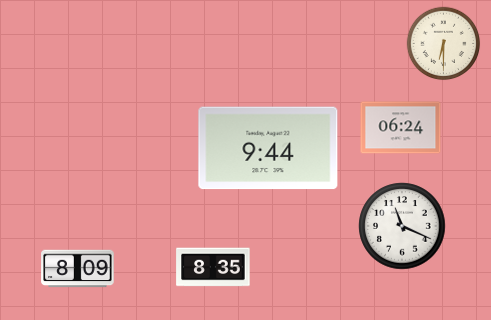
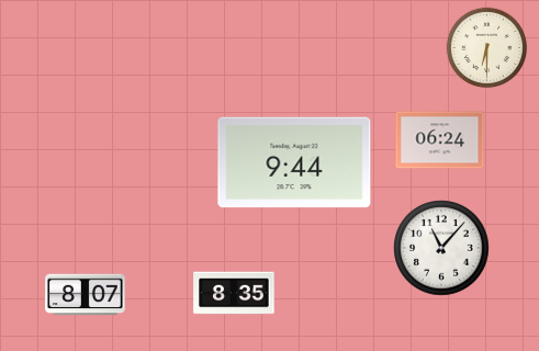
clock at (402, 226): 11:19 -> 11:07
clock at (78, 269): 8:09 -> 8:07
